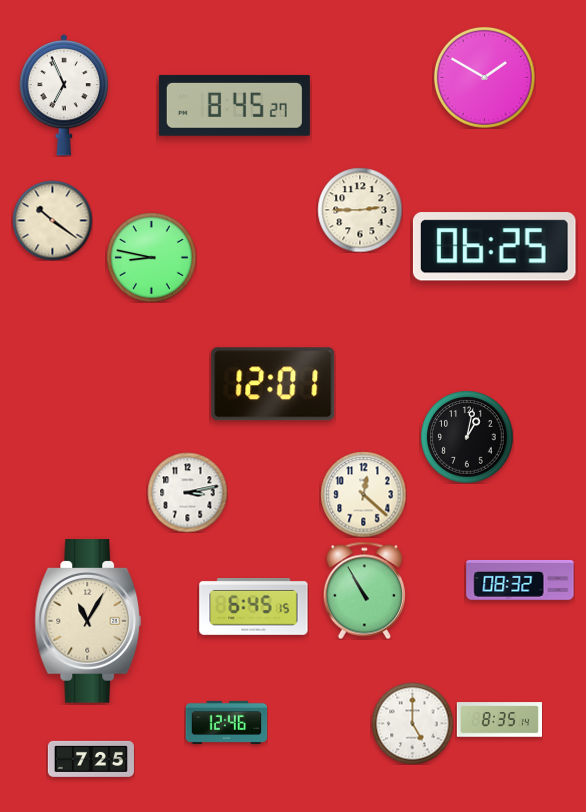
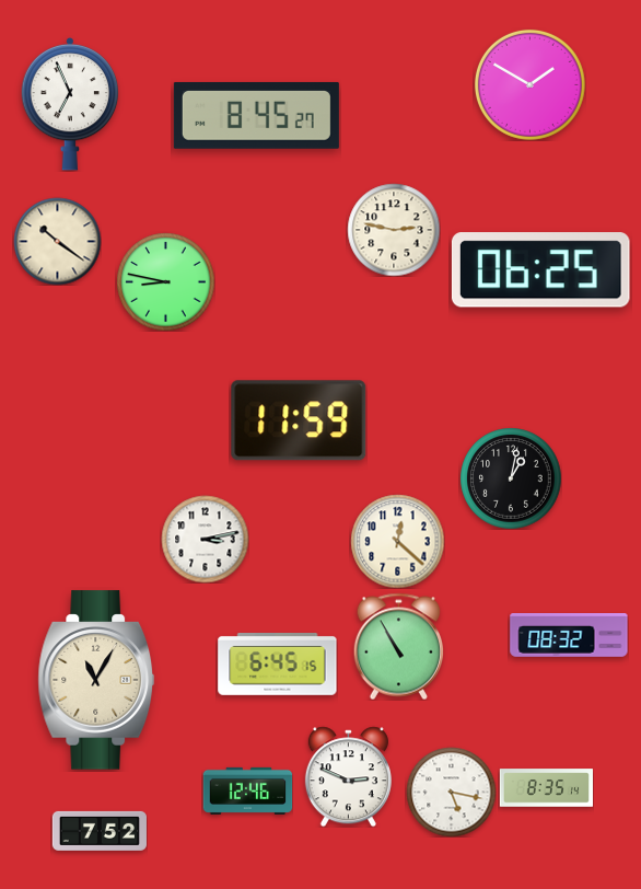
clock at (360, 210): 2:45 -> 2:47
clock at (273, 384): 12:01 -> 11:59
clock at (348, 776): none -> 2:49
clock at (412, 723): 5:00 -> 5:17
clock at (91, 759): 7:25 -> 7:52
